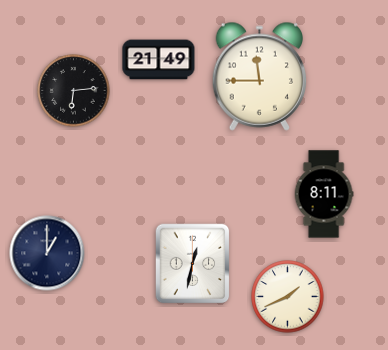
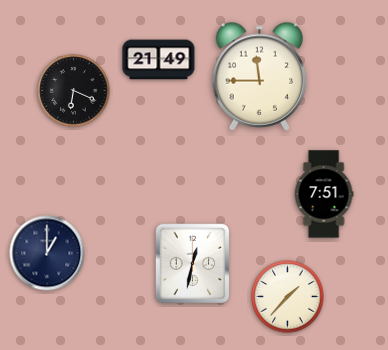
clock at (74, 91): 6:14 -> 6:19
clock at (324, 194): 8:11 -> 7:51
clock at (288, 297): 1:41 -> 1:37
